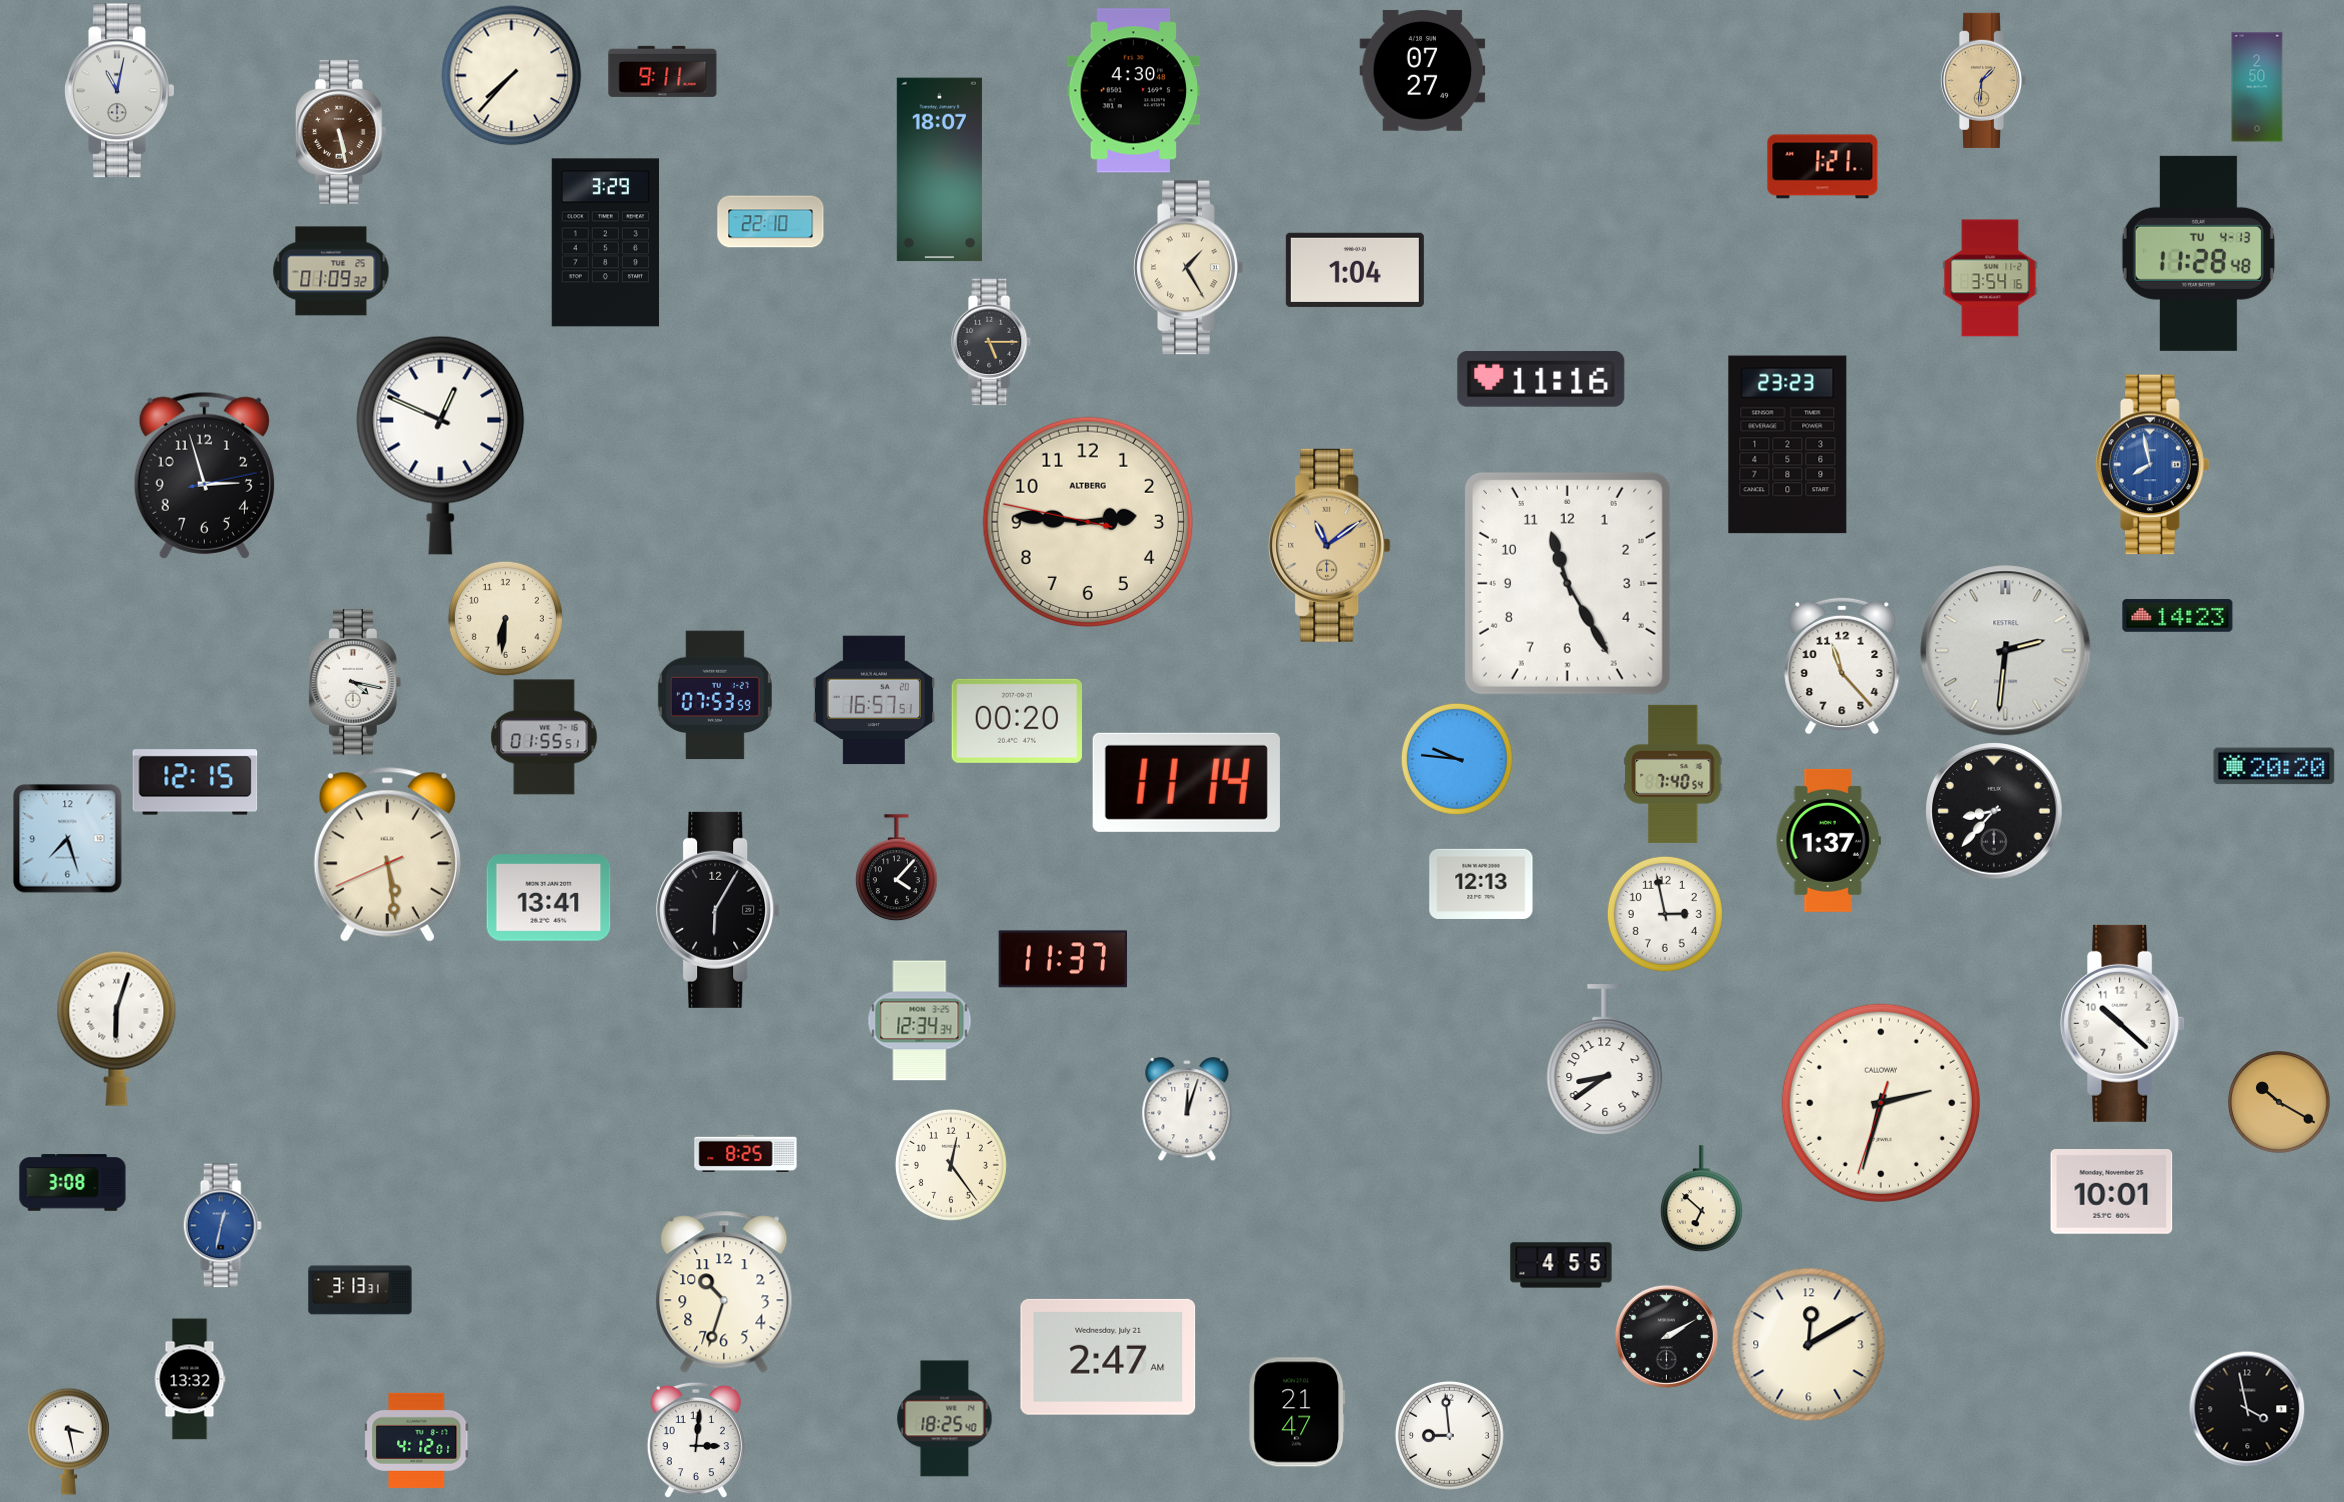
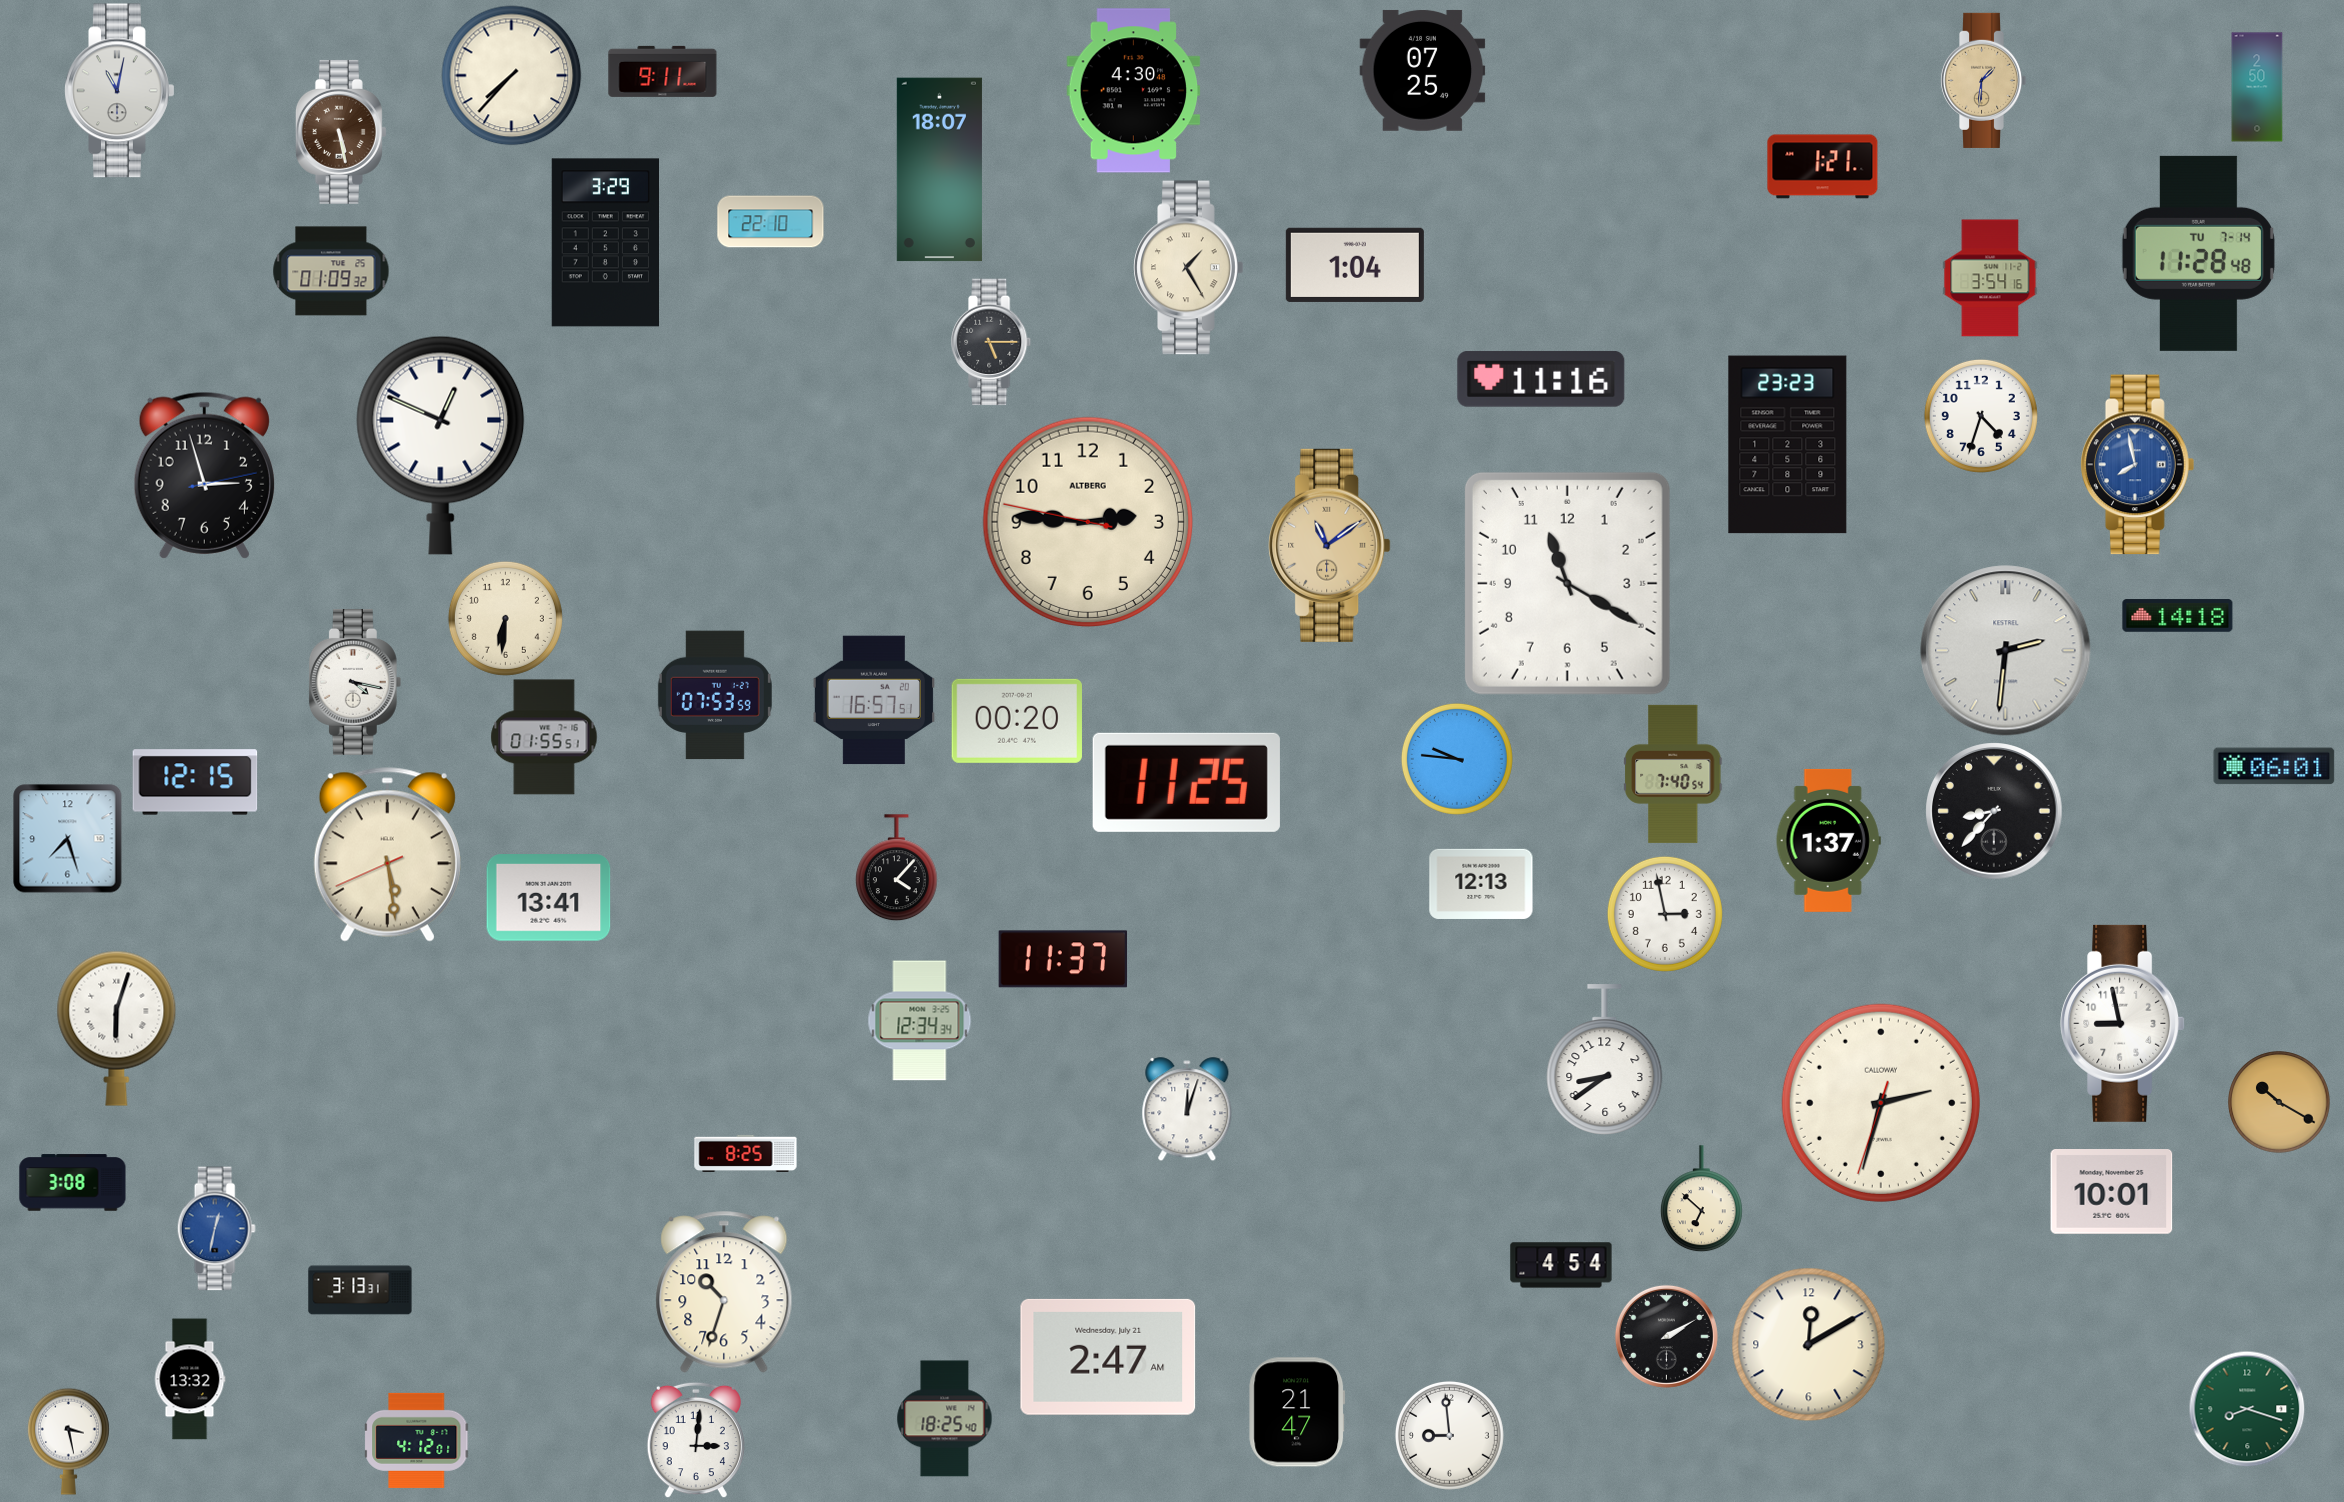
clock at (1423, 70): 07:27 -> 07:25
clock at (2198, 253) date: TU 4-13 -> TU 7-14
clock at (1355, 270) position: (1355, 270) -> (1355, 265)
clock at (1981, 416): none -> 4:33
clock at (2153, 465) position: (2153, 465) -> (2138, 465)
clock at (1567, 583): 11:25 -> 11:20
clock at (2178, 616): 14:23 -> 14:18
clock at (1842, 666): 11:23 -> none
clock at (2274, 766): 20:20 -> 06:01
clock at (1186, 782): 11:14 -> 11:25
clock at (719, 910): 6:05 -> none
clock at (2123, 1023): 10:22 -> 8:58
clock at (951, 1165): 12:24 -> none
clock at (222, 1226) position: (222, 1226) -> (216, 1229)
clock at (1561, 1265): 4:55 -> 4:54
clock at (2247, 1409): 3:58 -> 8:18
clock at (2247, 1409) dial: black -> green
